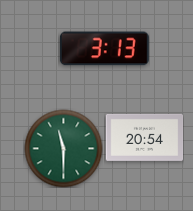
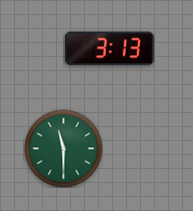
clock at (104, 49) position: (104, 49) -> (109, 49)
clock at (144, 137): 20:54 -> none
